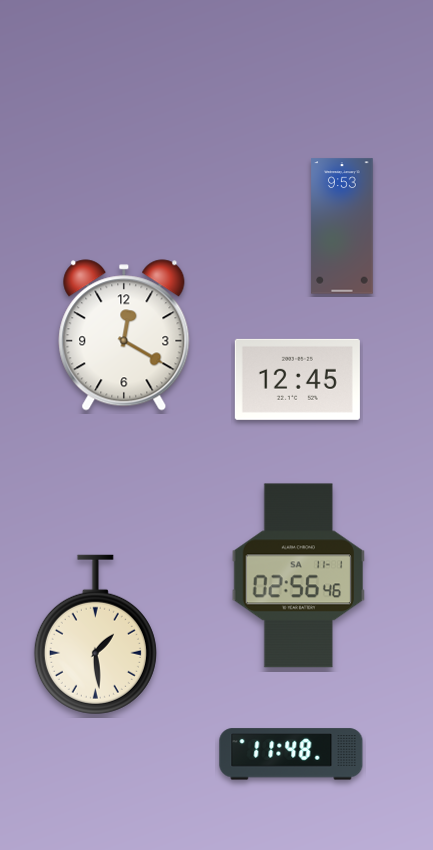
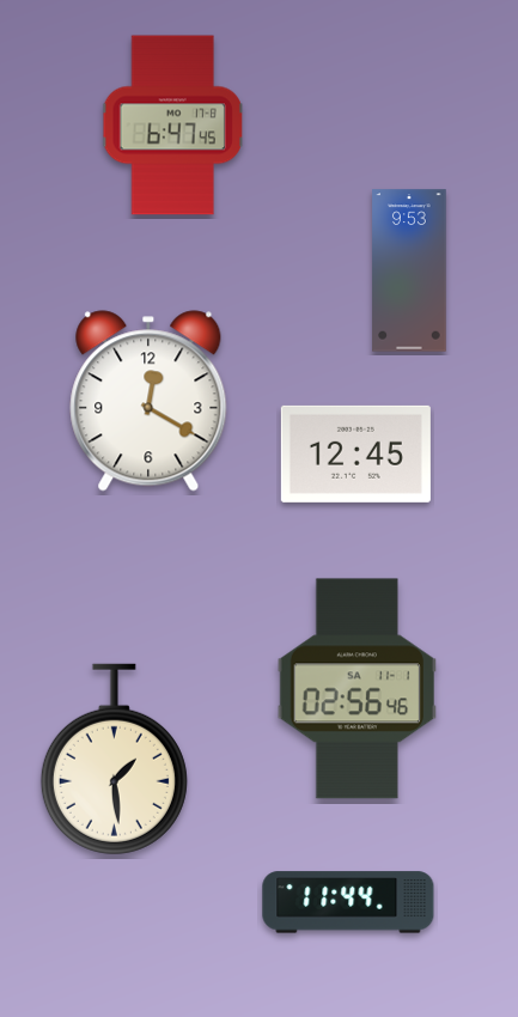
clock at (173, 126): none -> 6:47
clock at (291, 754): 11:48 -> 11:44
